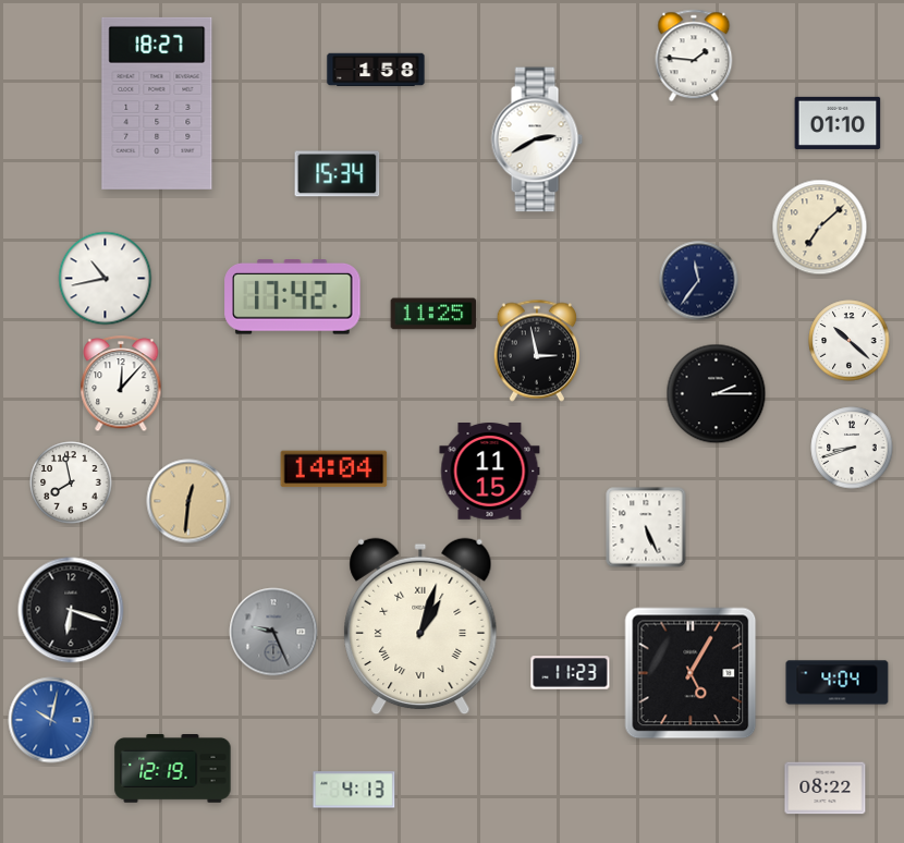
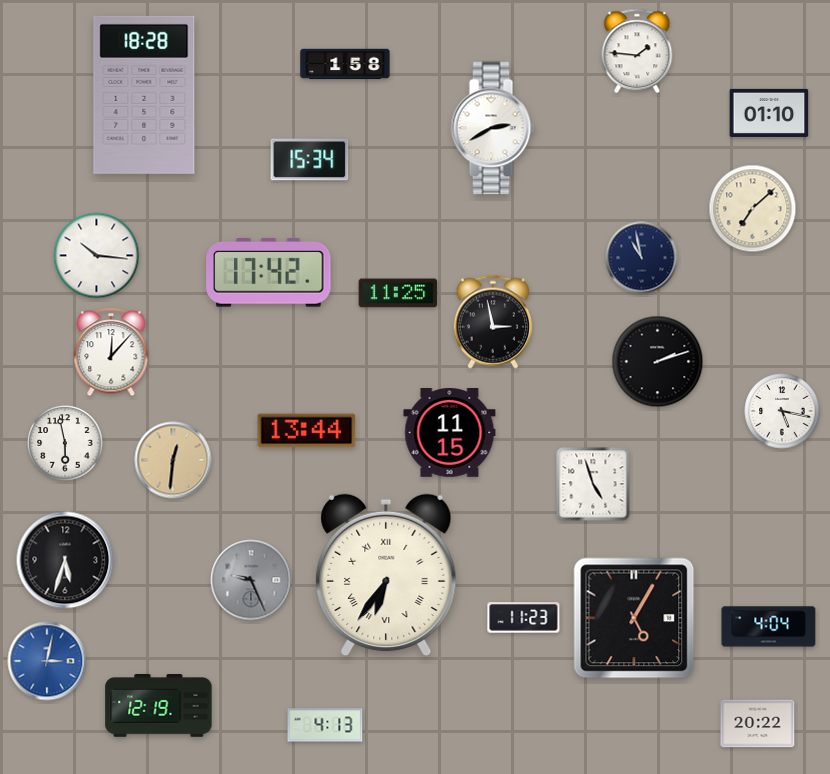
clock at (157, 103): 18:27 -> 18:28
clock at (106, 279): 10:43 -> 10:16
clock at (699, 281): 11:36 -> 10:58
clock at (433, 314) position: (433, 314) -> (398, 293)
clock at (850, 341): 10:22 -> none
clock at (717, 394): 2:15 -> 2:12
clock at (852, 448): 8:42 -> 5:17
clock at (334, 469): 14:04 -> 13:44
clock at (71, 482): 7:58 -> 5:58
clock at (646, 527): 5:26 -> 4:57
clock at (71, 610): 6:18 -> 5:33
clock at (420, 626): 1:03 -> 6:36
clock at (51, 720): 10:02 -> 3:02
clock at (826, 789): 08:22 -> 20:22
